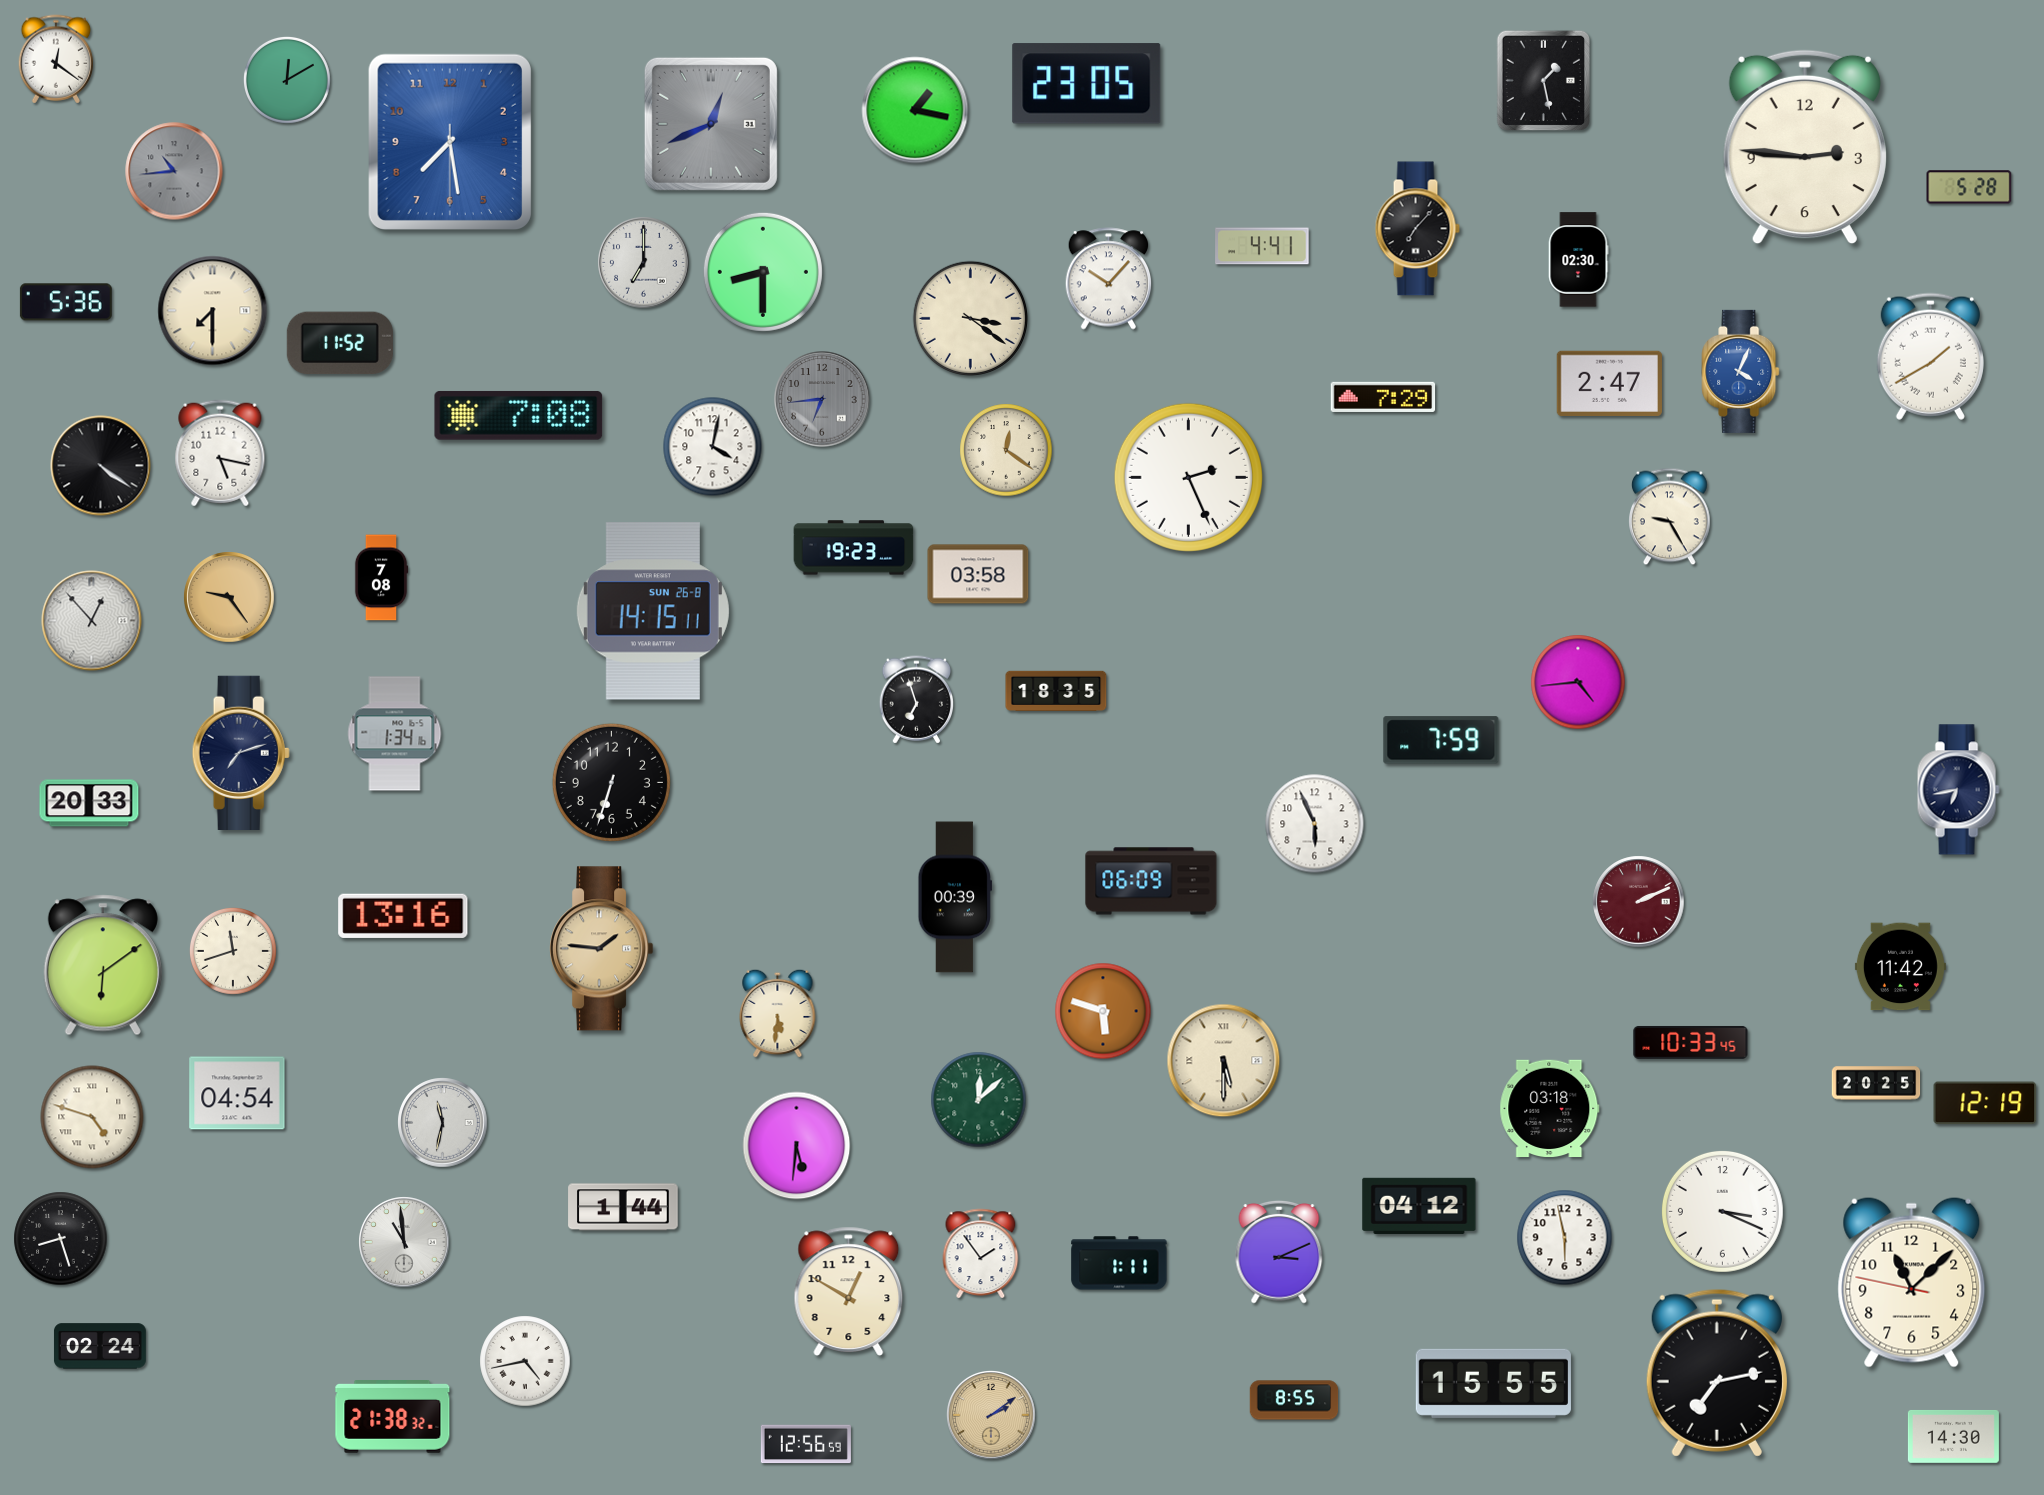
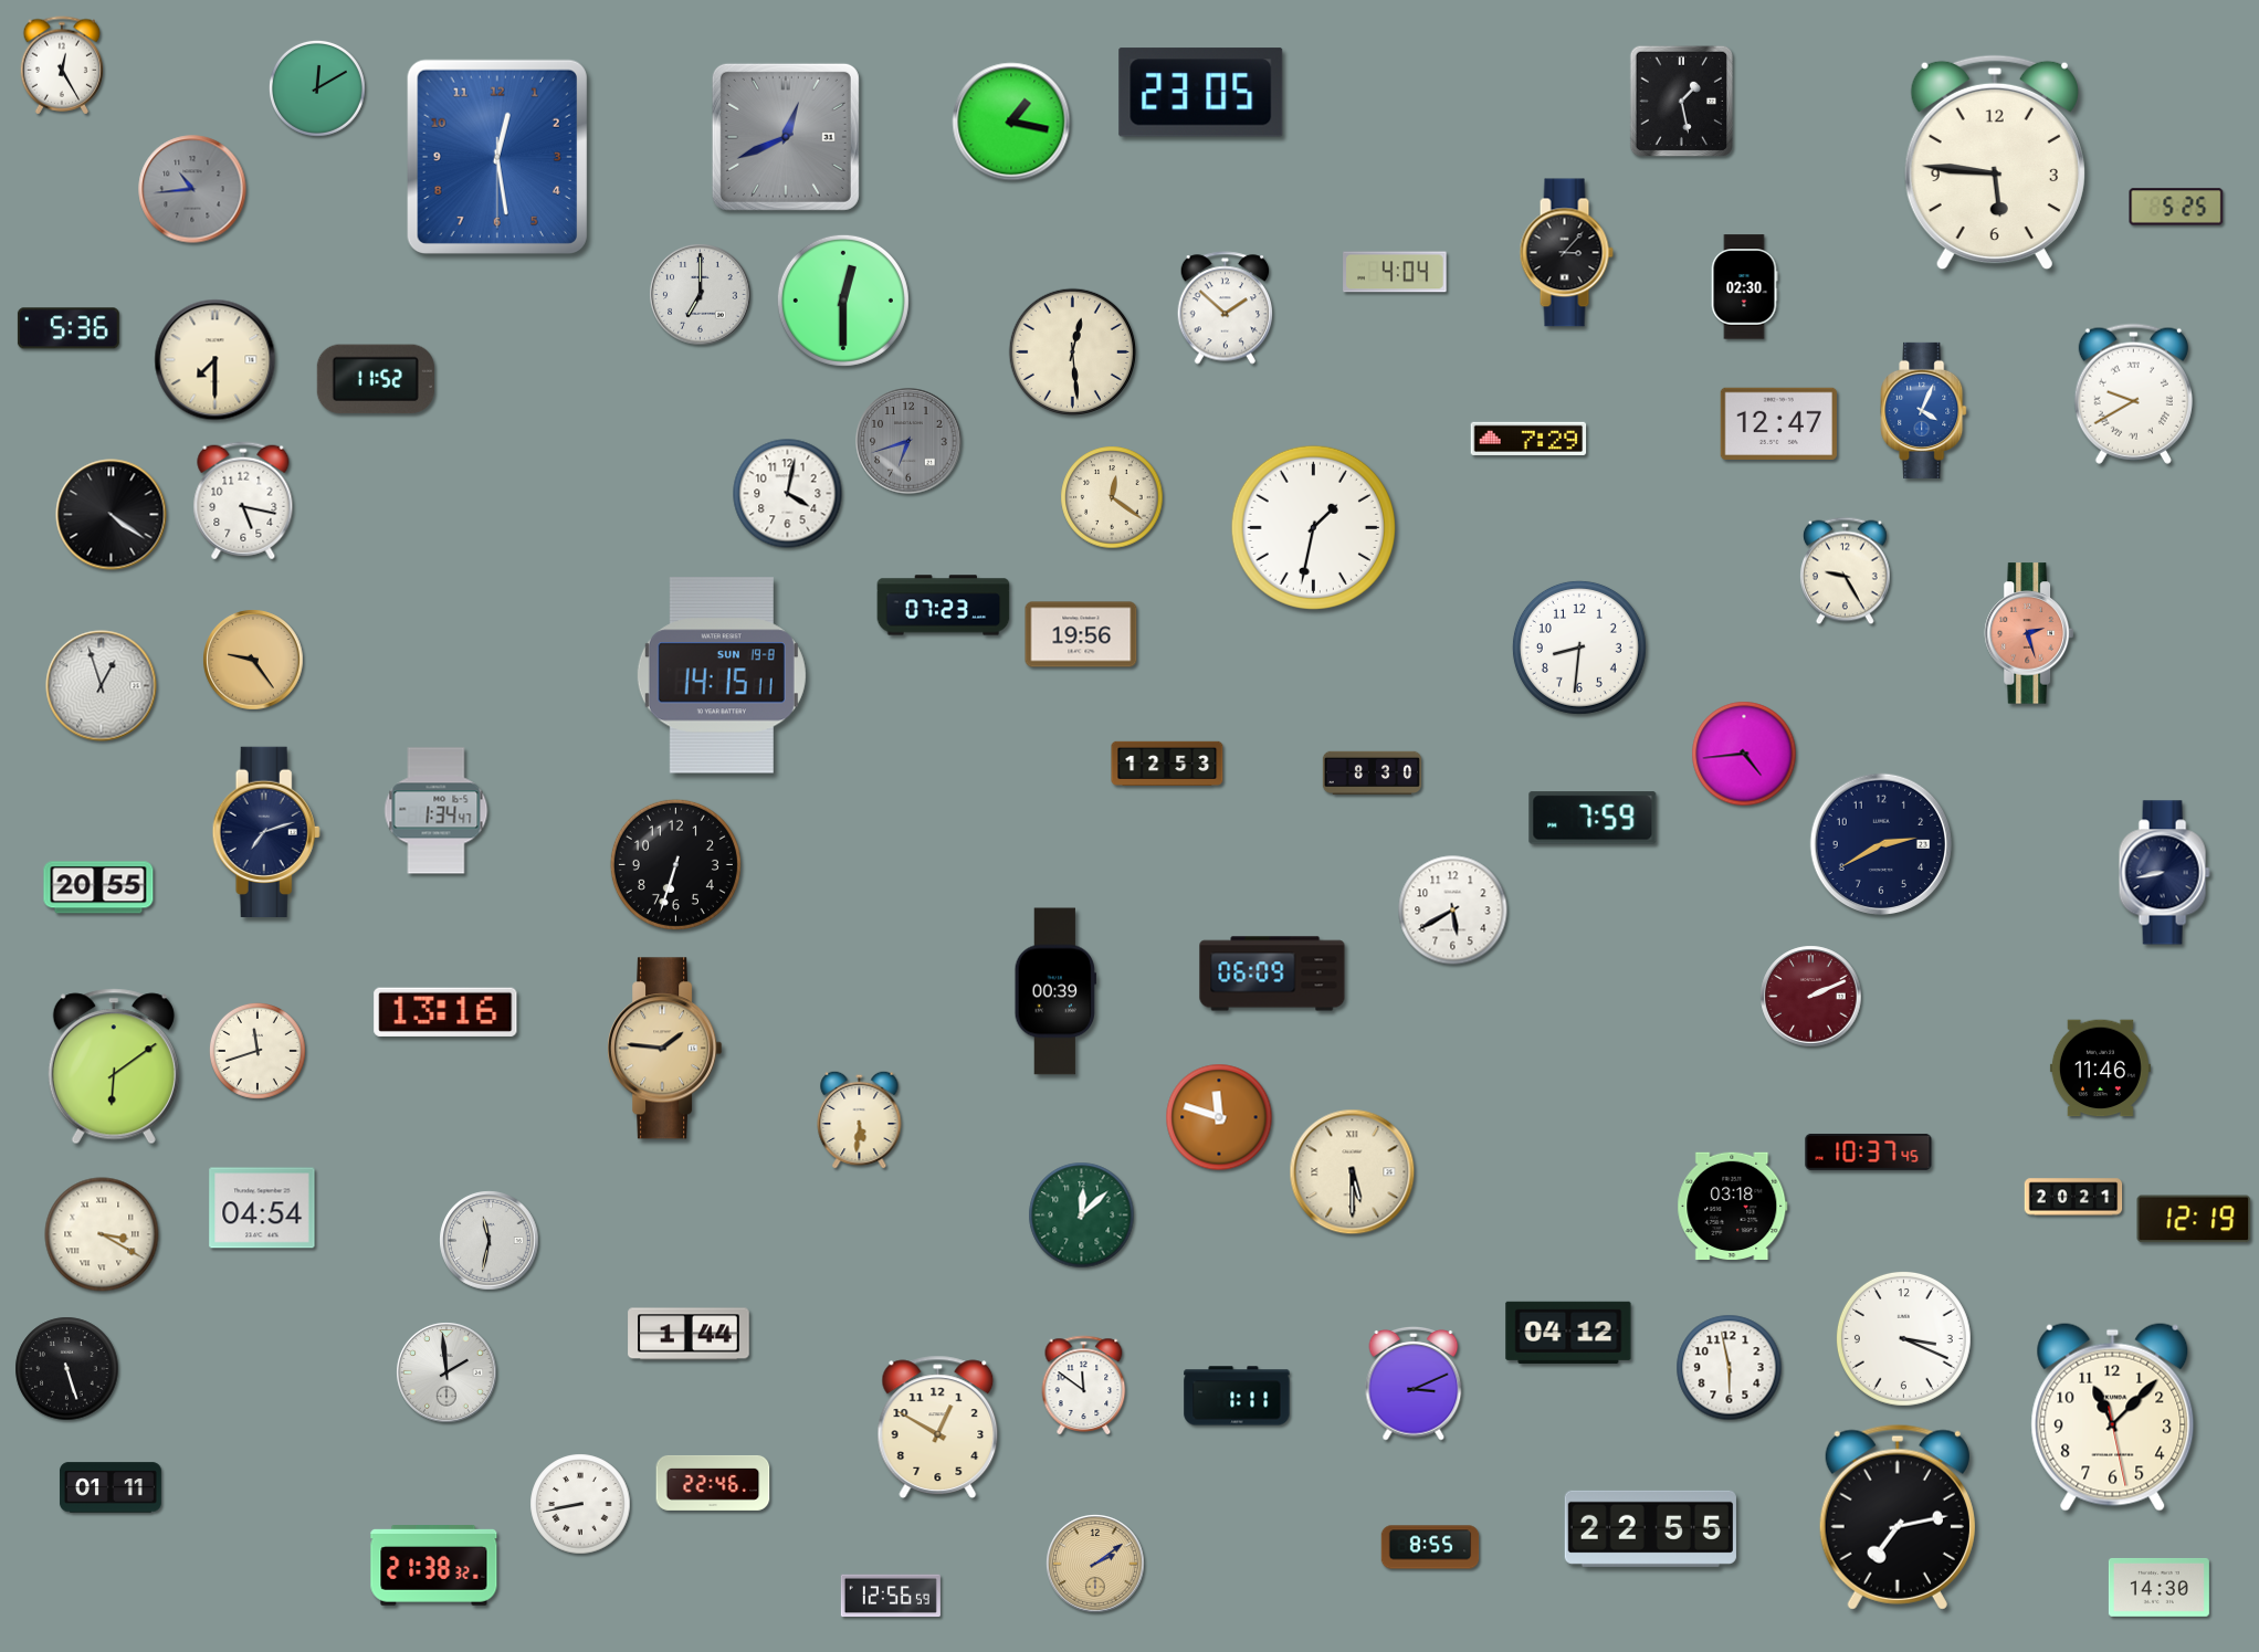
clock at (56, 59): 12:21 -> 12:25
clock at (1543, 81) position: (1543, 81) -> (1681, 102)
clock at (450, 142): 7:28 -> 12:28
clock at (1805, 147): 2:46 -> 5:46
clock at (1969, 187): 5:28 -> 5:25
clock at (1417, 229): 7:07 -> 3:07
clock at (1262, 246): 4:41 -> 4:04
clock at (644, 263) position: (644, 263) -> (701, 295)
clock at (763, 272): 8:30 -> 12:30
clock at (1109, 279): 10:07 -> 1:52
clock at (66, 302) position: (66, 302) -> (69, 328)
clock at (213, 311) position: (213, 311) -> (216, 360)
clock at (970, 318): 3:21 -> 12:29
clock at (1930, 356): 1:40 -> 9:40
clock at (1609, 383): 2:47 -> 12:47
clock at (822, 399): 6:44 -> 6:42
clock at (519, 415): 7:08 -> none
clock at (1188, 477): 2:26 -> 1:32
clock at (854, 548): 19:23 -> 07:23
clock at (2029, 633): none -> 2:27
clock at (978, 574): 03:58 -> 19:56
clock at (381, 578): 7:08 -> none
clock at (1579, 648): none -> 8:31
clock at (653, 611) date: SUN 26-8 -> SUN 19-8
clock at (92, 621): 12:53 -> 12:57
clock at (1056, 691): 18:35 -> 12:53
clock at (916, 700): 6:57 -> none
clock at (1373, 774): none -> 8:30
clock at (395, 734): 1:34:16 -> 1:34:47
clock at (1881, 844): none -> 2:40
clock at (1958, 790): 6:43 -> 8:43
clock at (89, 803): 20:33 -> 20:55
clock at (1315, 824): 5:56 -> 5:40
clock at (1900, 967): 11:42 -> 11:46
clock at (1103, 1011): 5:48 -> 11:48
clock at (1691, 1042): 10:33 -> 10:37
clock at (1876, 1083): 20:25 -> 20:21
clock at (1550, 1109) position: (1550, 1109) -> (1733, 1207)
clock at (92, 1117): 4:48 -> 3:20
clock at (797, 1146): 5:31 -> none
clock at (61, 1239): 8:27 -> 5:27
clock at (404, 1242): 10:59 -> 1:59
clock at (981, 1253): 1:54 -> 11:51
clock at (1912, 1282): 11:07:47 -> 11:07:28
clock at (713, 1483): none -> 22:46
clock at (100, 1346): 02:24 -> 01:11
clock at (525, 1361): 4:43 -> 8:43
clock at (1493, 1383): 15:55 -> 22:55
